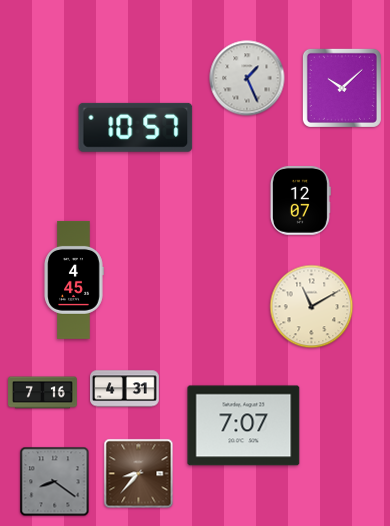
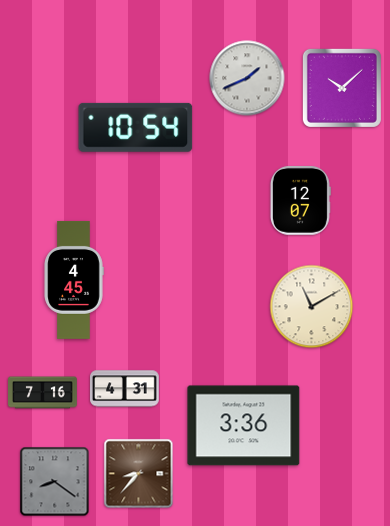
clock at (247, 78): 1:26 -> 1:41
clock at (136, 127): 10:57 -> 10:54
clock at (244, 426): 7:07 -> 3:36
